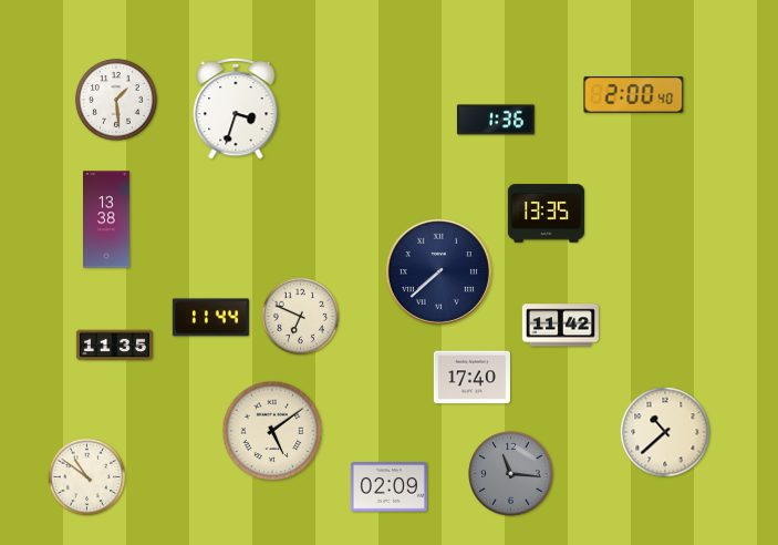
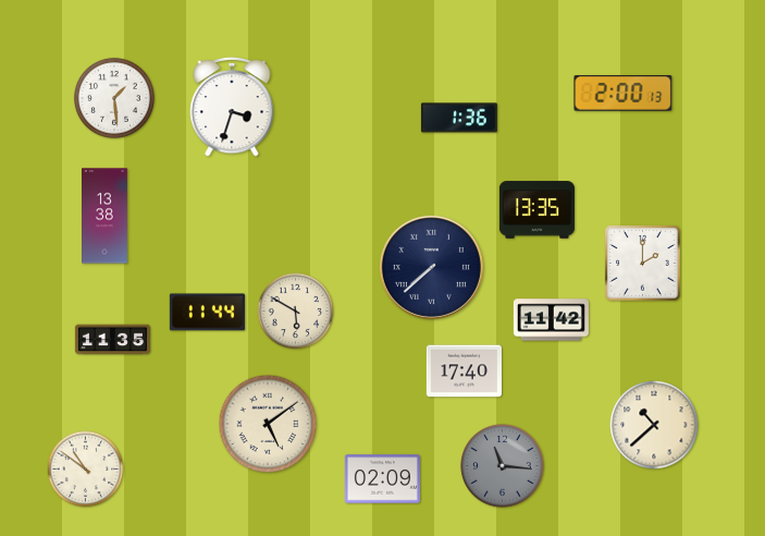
clock at (634, 95): 2:00:40 -> 2:00:13
clock at (496, 120) position: (496, 120) -> (459, 118)
clock at (643, 264): none -> 2:00
clock at (301, 317): 6:49 -> 5:50
